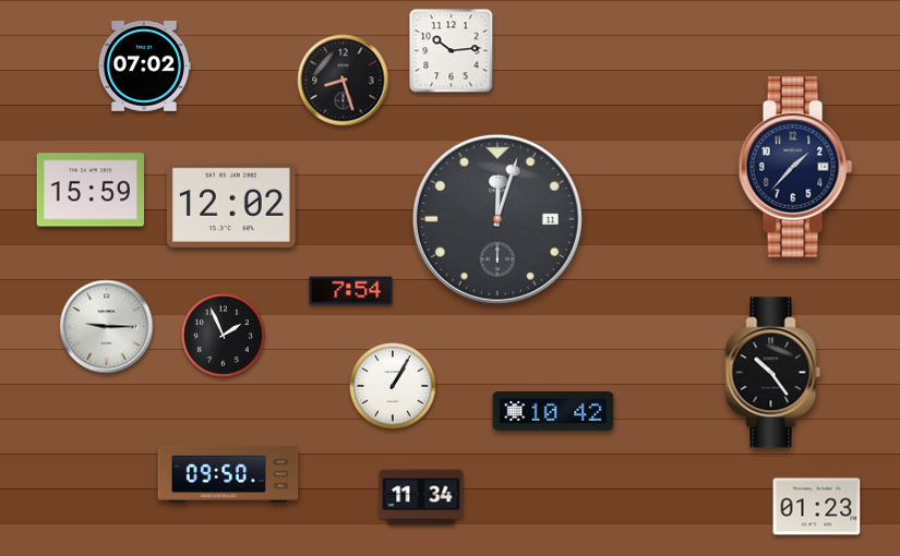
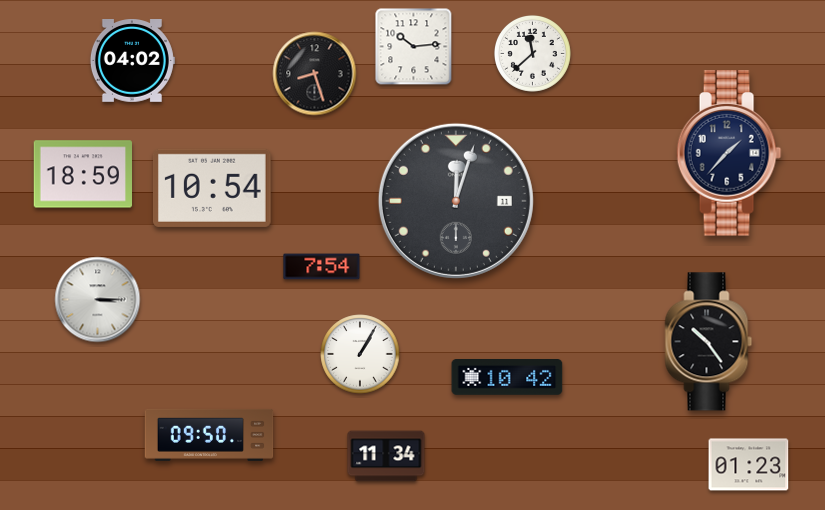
clock at (532, 53): none -> 11:38
clock at (144, 67): 07:02 -> 04:02
clock at (91, 190): 15:59 -> 18:59
clock at (231, 205): 12:02 -> 10:54
clock at (107, 327): 9:15 -> 3:15
clock at (223, 335): 1:56 -> none
